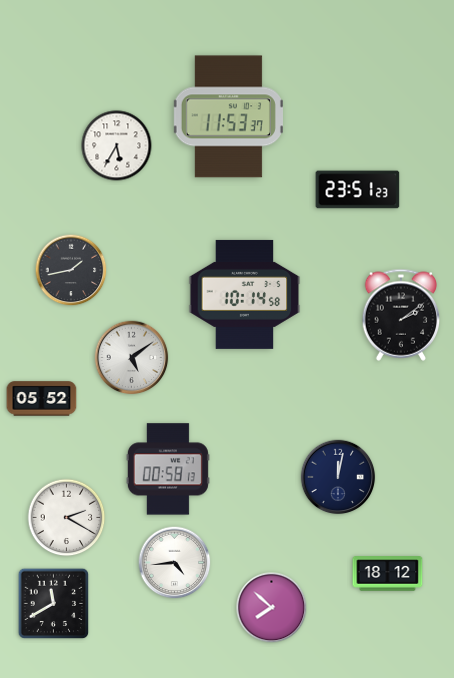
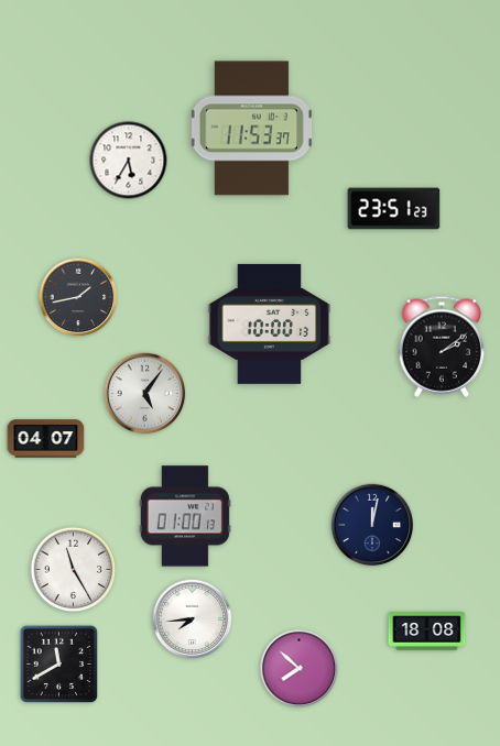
clock at (245, 294): 10:14 -> 10:00
clock at (132, 358): 5:09 -> 5:06
clock at (42, 399): 05:52 -> 04:07
clock at (168, 469): 00:58 -> 01:00
clock at (67, 518): 2:20 -> 11:25
clock at (175, 563): 4:44 -> 7:44
clock at (388, 574): 18:12 -> 18:08
